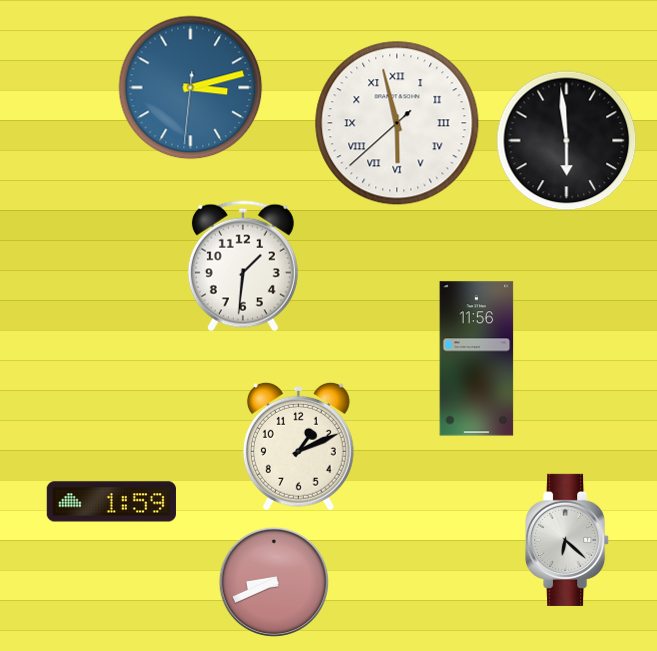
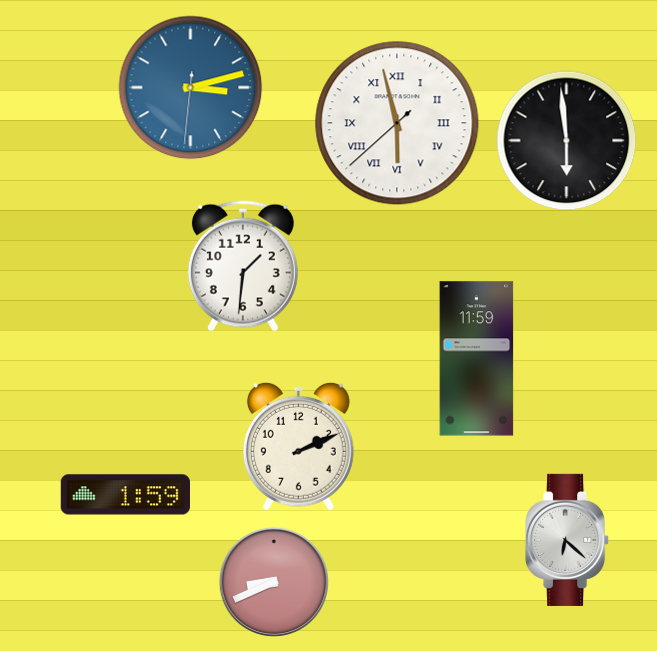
clock at (477, 359): 11:56 -> 11:59
clock at (298, 446): 1:11 -> 2:11
clock at (111, 502) position: (111, 502) -> (125, 495)
